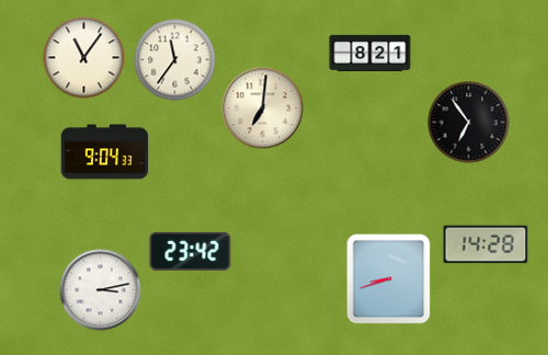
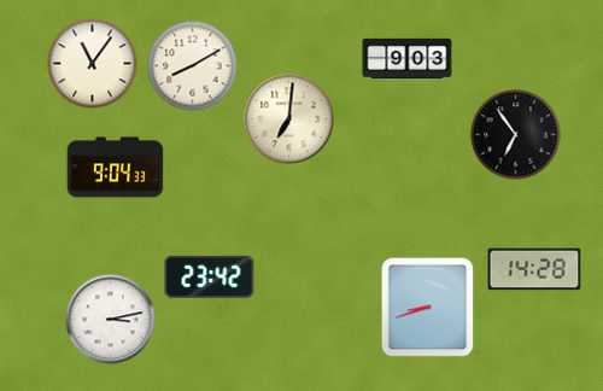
clock at (370, 54): 8:21 -> 9:03
clock at (175, 60): 11:36 -> 8:10
